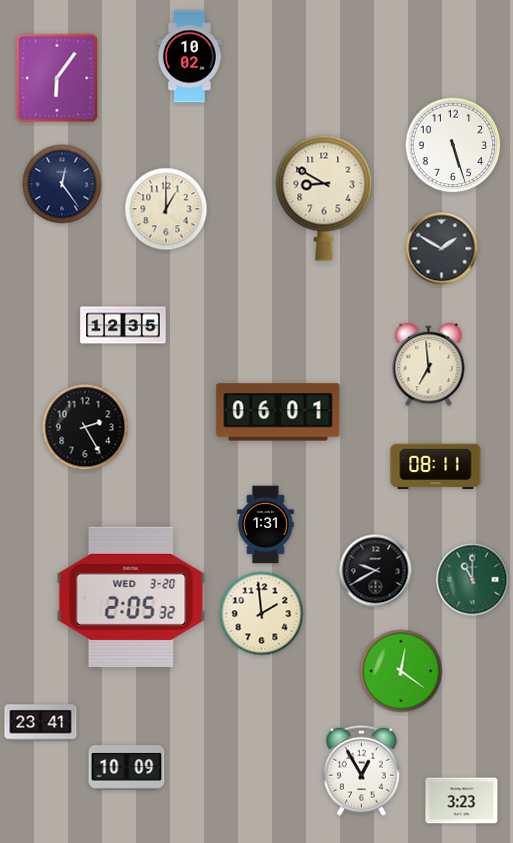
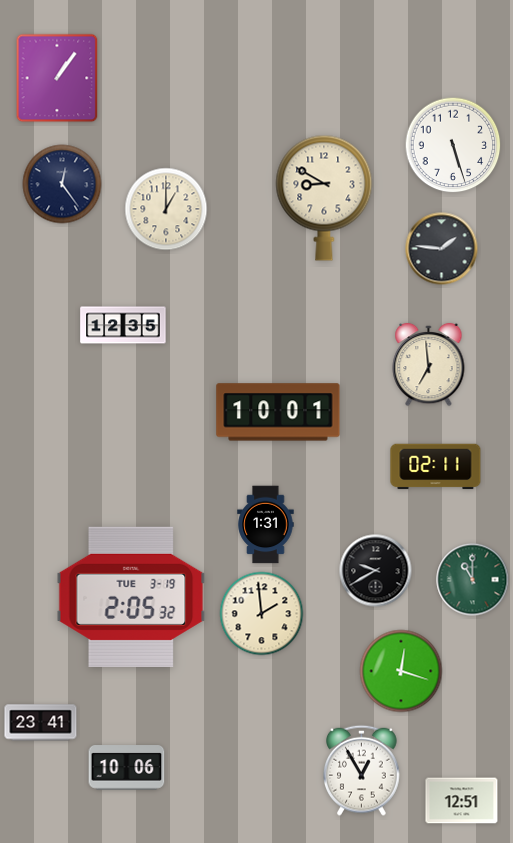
clock at (189, 57): 10:02 -> none
clock at (57, 78): 6:06 -> 1:06
clock at (442, 249): 1:50 -> 1:46
clock at (278, 412): 06:01 -> 10:01
clock at (85, 427): 2:25 -> none
clock at (436, 467): 08:11 -> 02:11
clock at (131, 597) date: WED 3-20 -> TUE 3-19
clock at (401, 671): 12:21 -> 12:18
clock at (127, 768): 10:09 -> 10:06
clock at (462, 801): 3:23 -> 12:51
